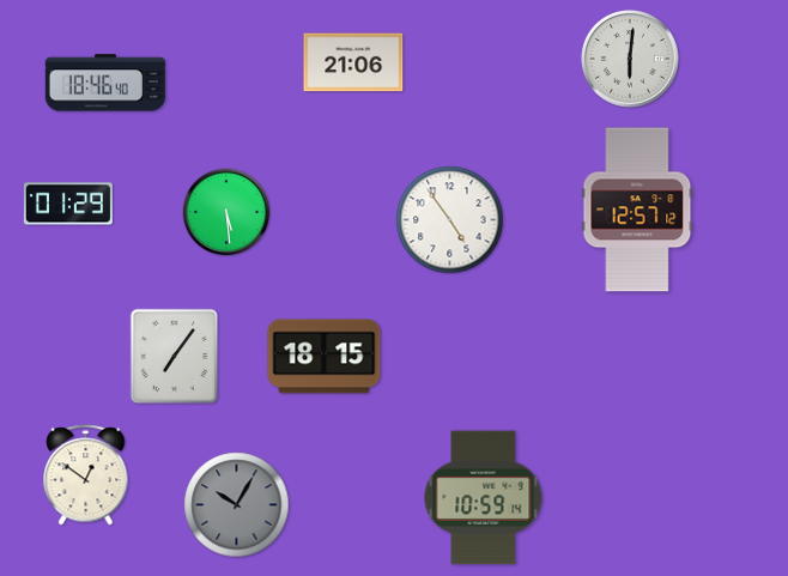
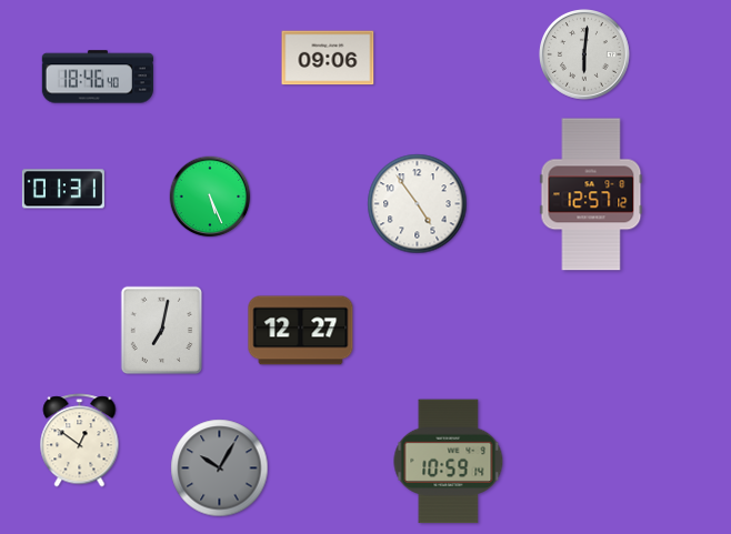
clock at (353, 62): 21:06 -> 09:06
clock at (68, 204): 01:29 -> 01:31
clock at (226, 212): 5:29 -> 5:26
clock at (175, 357): 7:06 -> 7:02
clock at (325, 357): 18:15 -> 12:27
